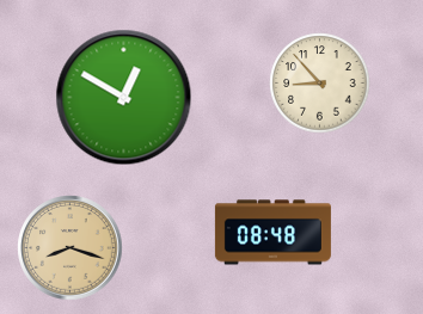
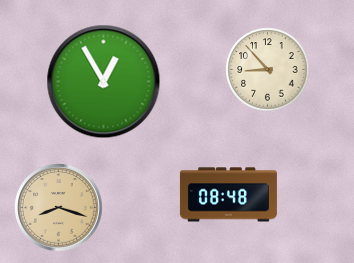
clock at (123, 97): 12:50 -> 12:55
